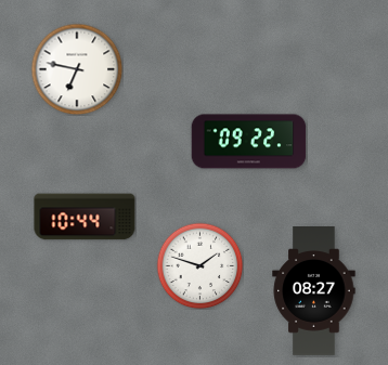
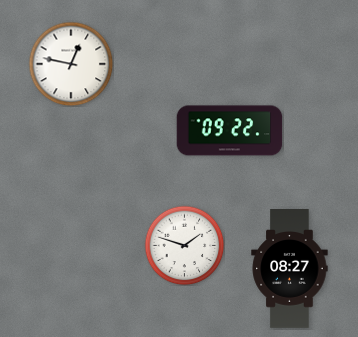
clock at (77, 69): 6:47 -> 12:47
clock at (85, 217): 10:44 -> none
